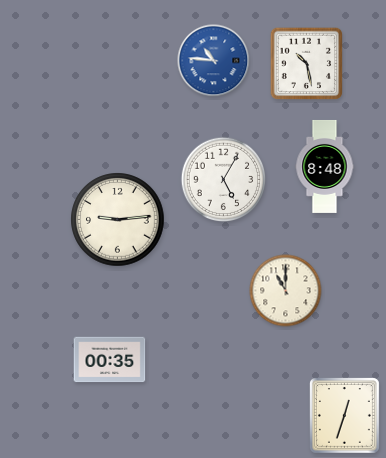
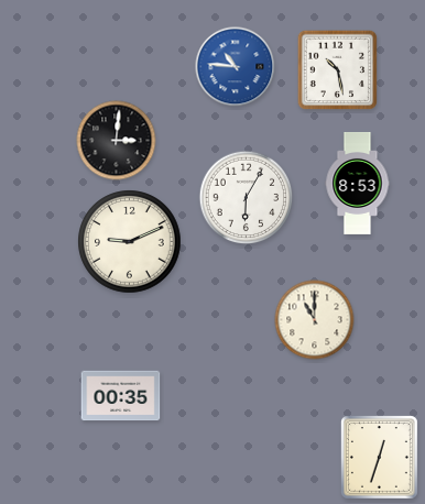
clock at (117, 141): none -> 3:01
clock at (325, 166): 8:48 -> 8:53
clock at (224, 180): 5:05 -> 6:05
clock at (118, 220): 9:14 -> 9:11
